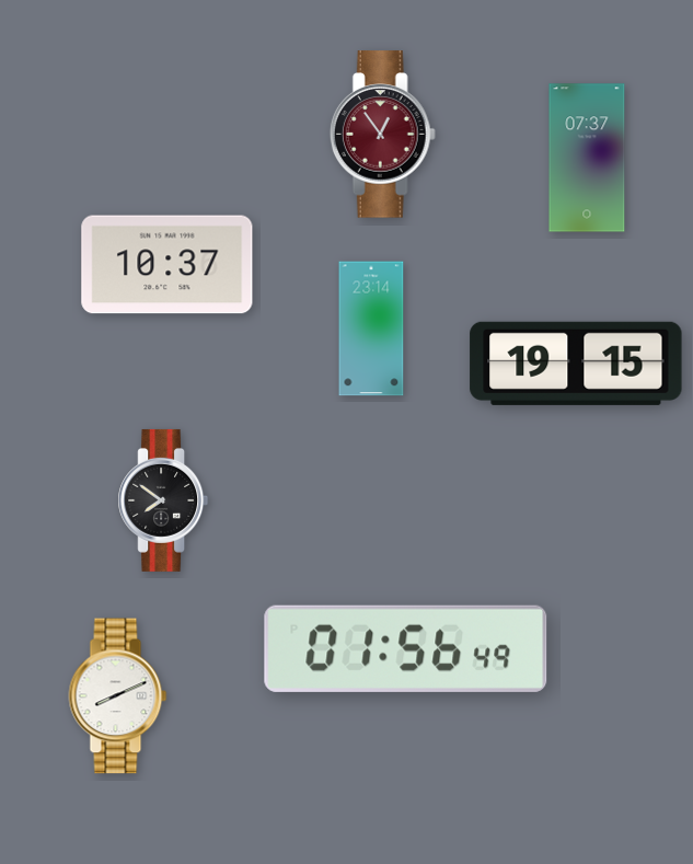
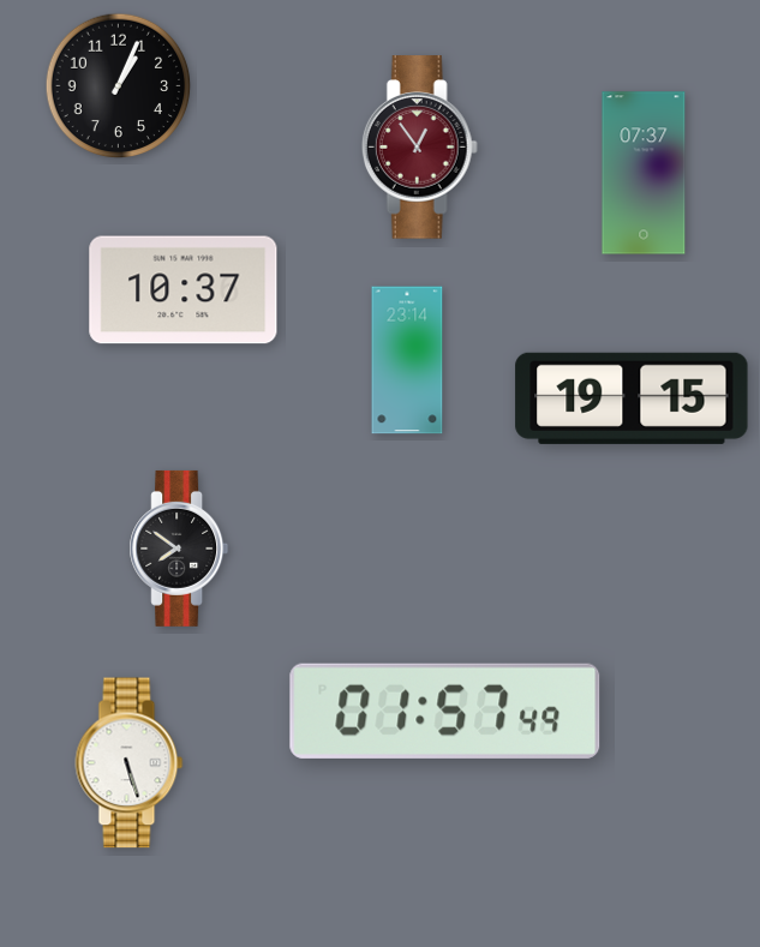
clock at (119, 86): none -> 1:04
clock at (406, 648): 01:56 -> 01:57
clock at (118, 696): 8:11 -> 5:27
